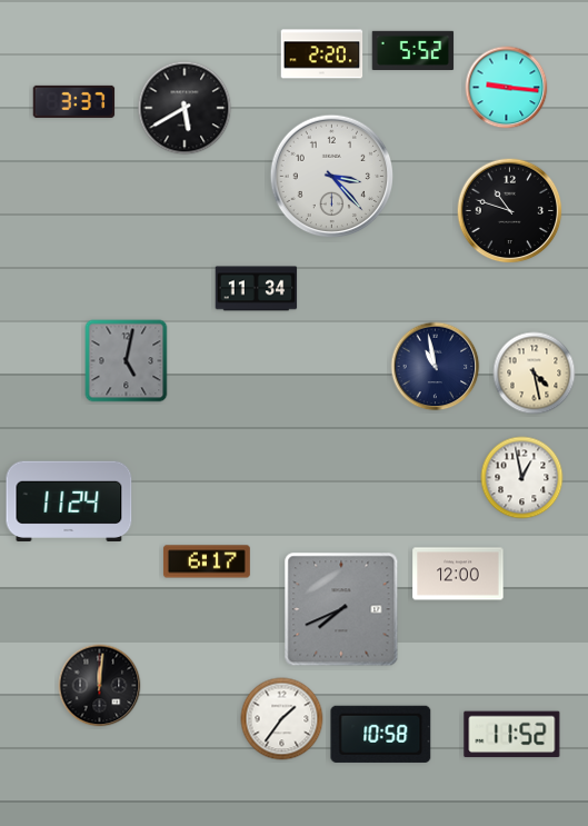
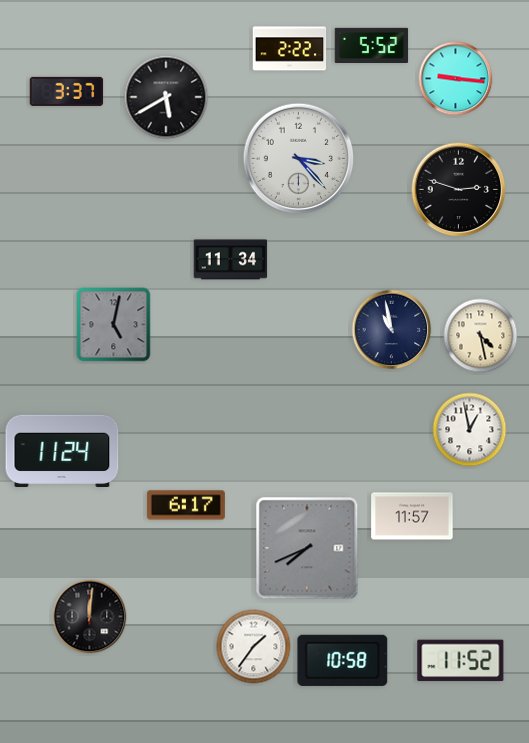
clock at (322, 54): 2:20 -> 2:22
clock at (510, 211): 10:48 -> 2:48
clock at (458, 574): 12:00 -> 11:57
